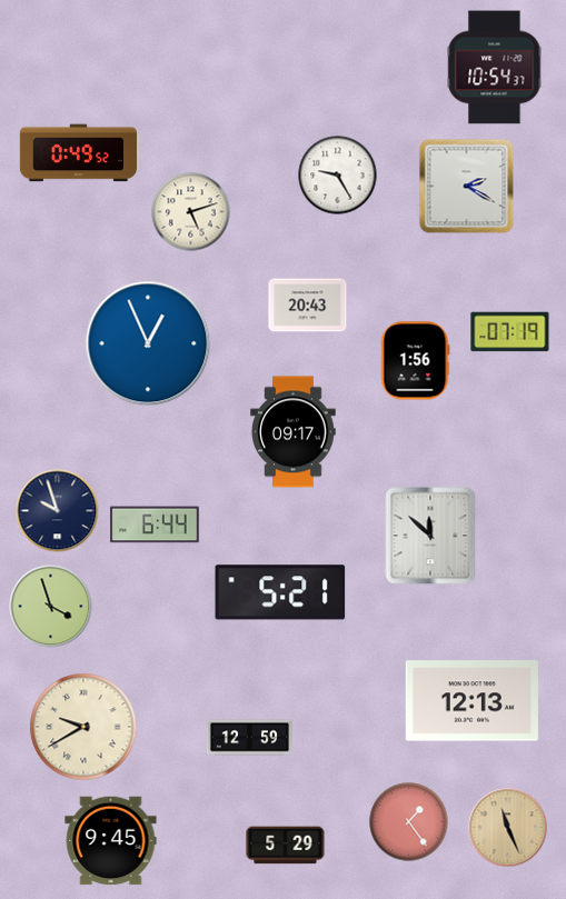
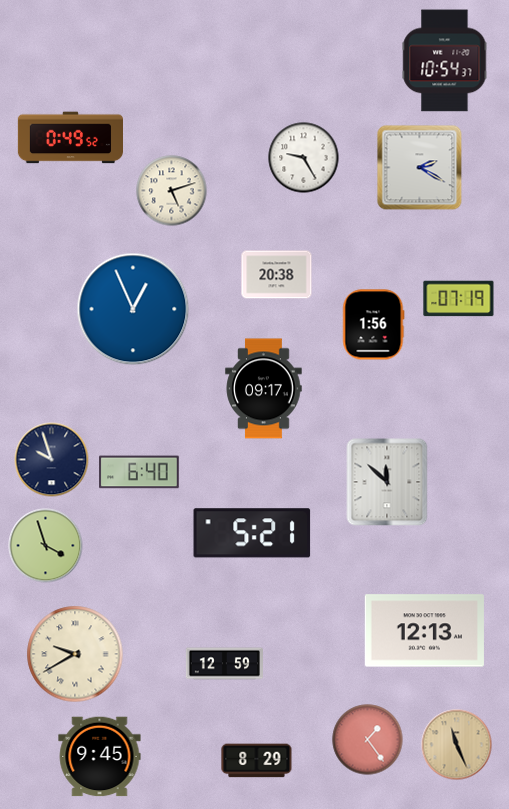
clock at (308, 306): 20:43 -> 20:38
clock at (155, 525): 6:44 -> 6:40
clock at (286, 846): 5:29 -> 8:29
